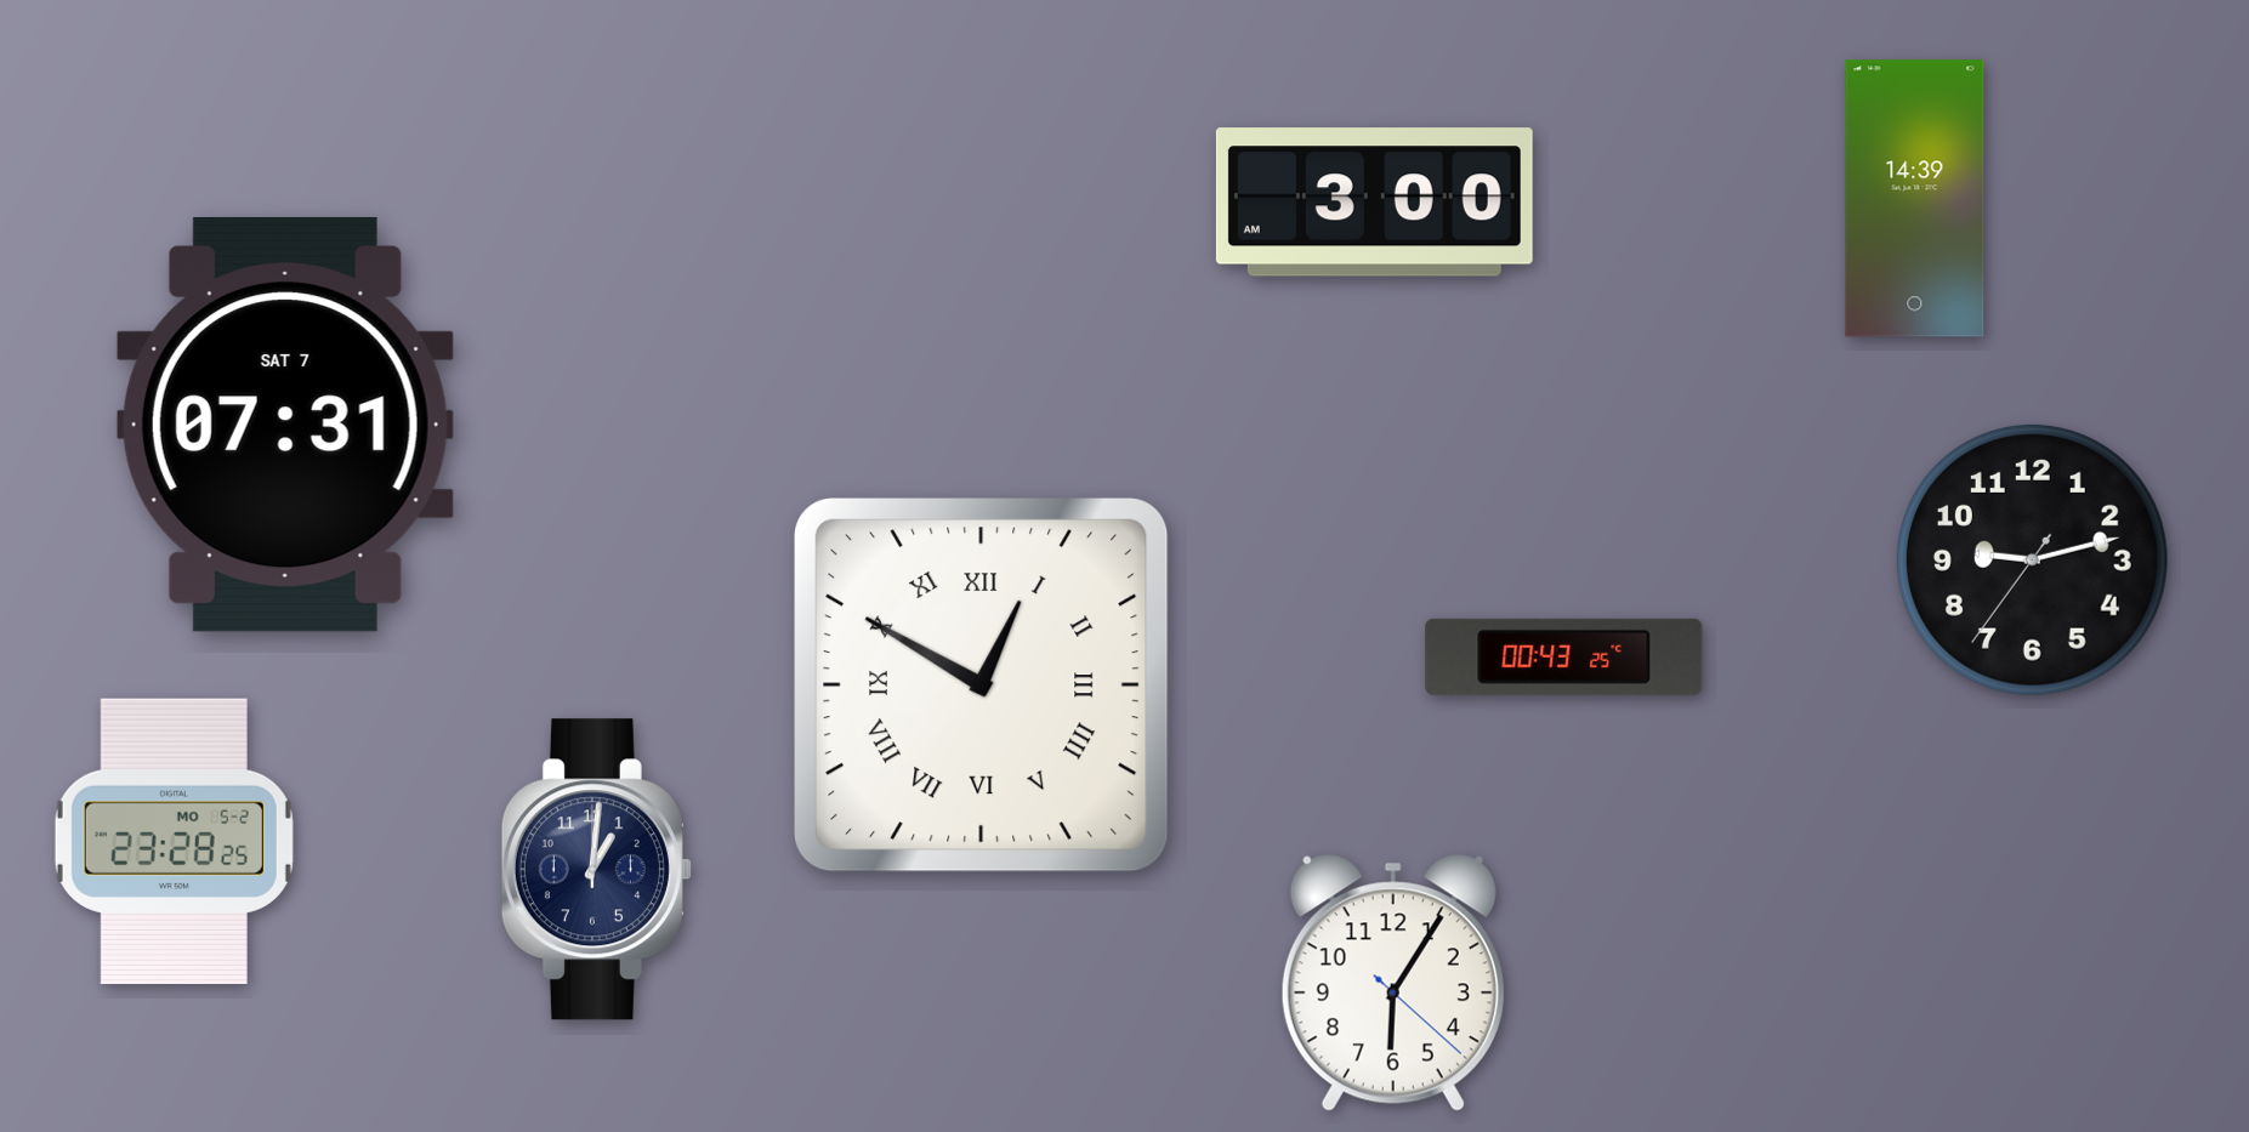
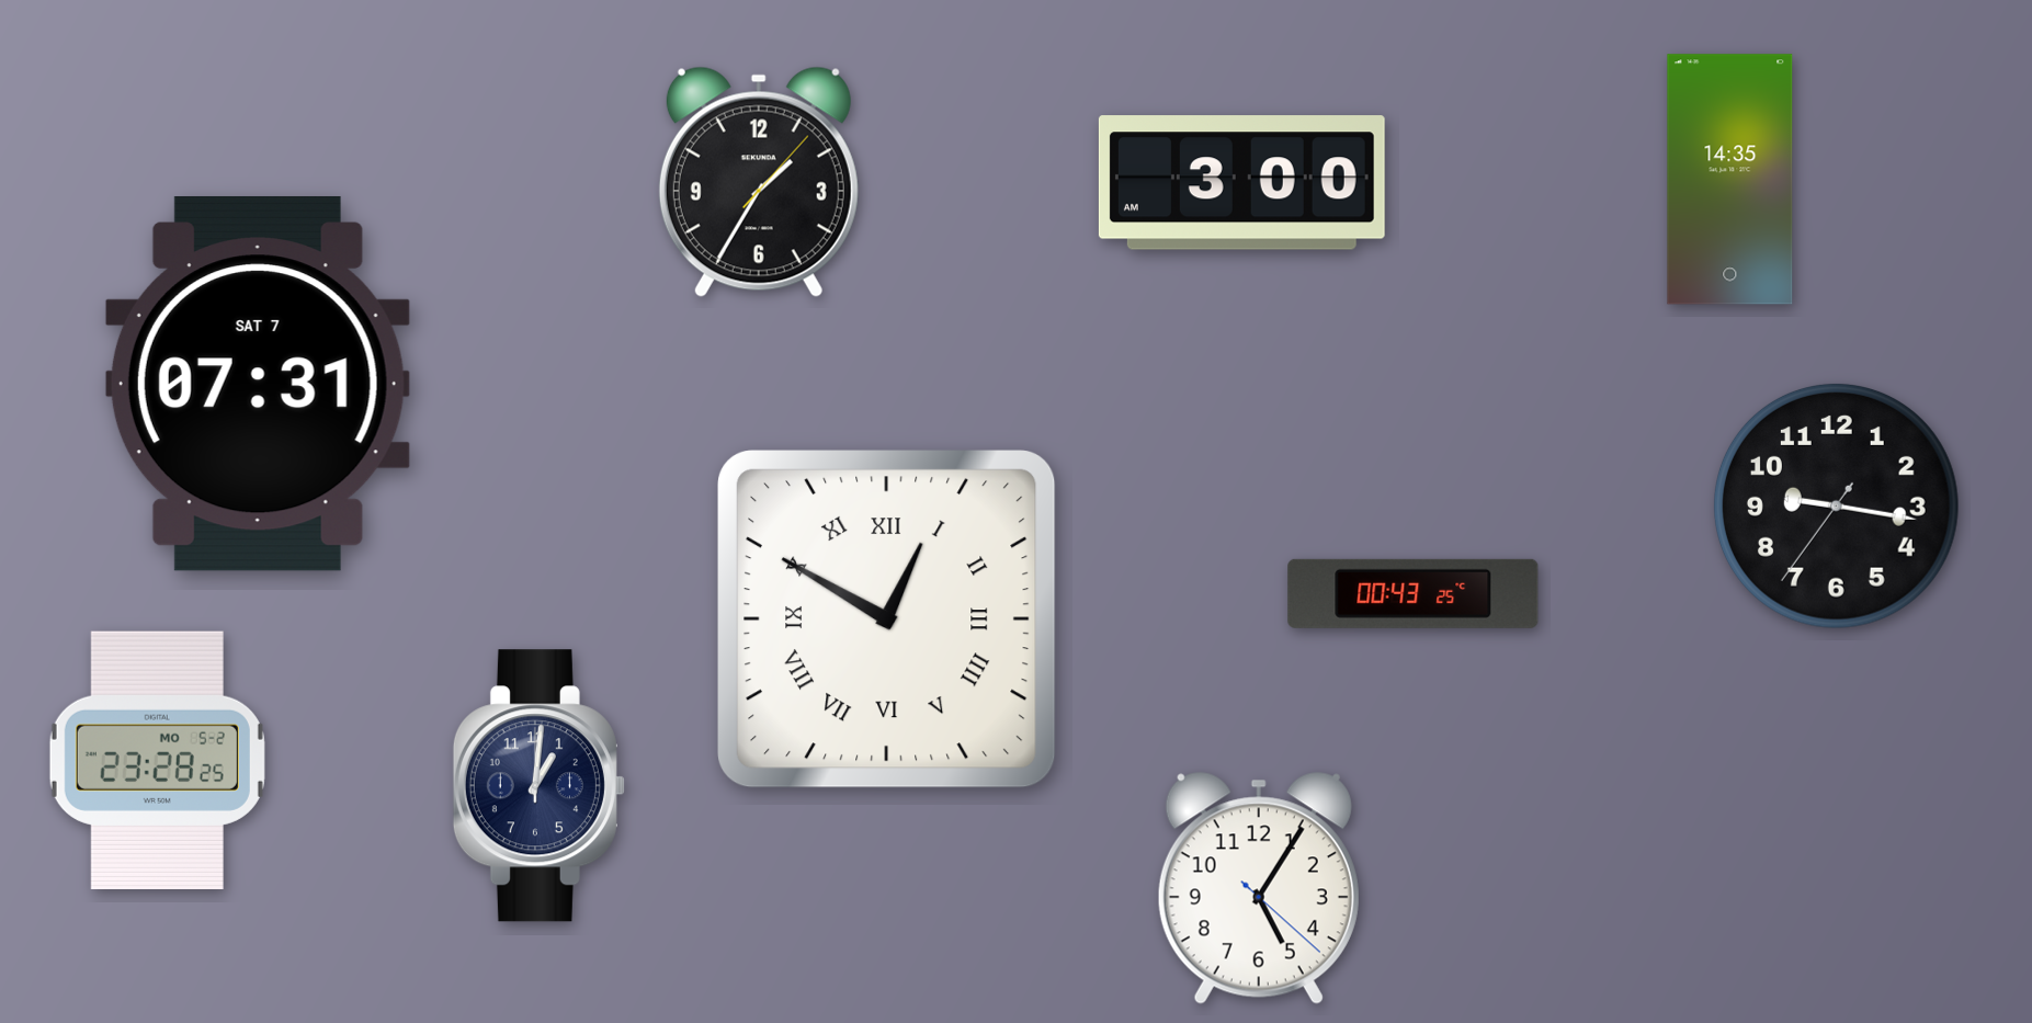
clock at (1915, 199): 14:39 -> 14:35
clock at (759, 182): none -> 1:35
clock at (2032, 559): 9:12 -> 9:16
clock at (1393, 983): 6:05 -> 5:05
